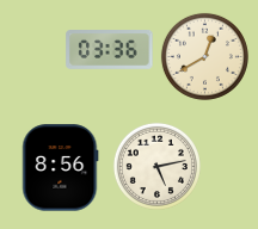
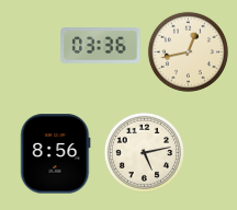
clock at (204, 56): 12:40 -> 12:43
